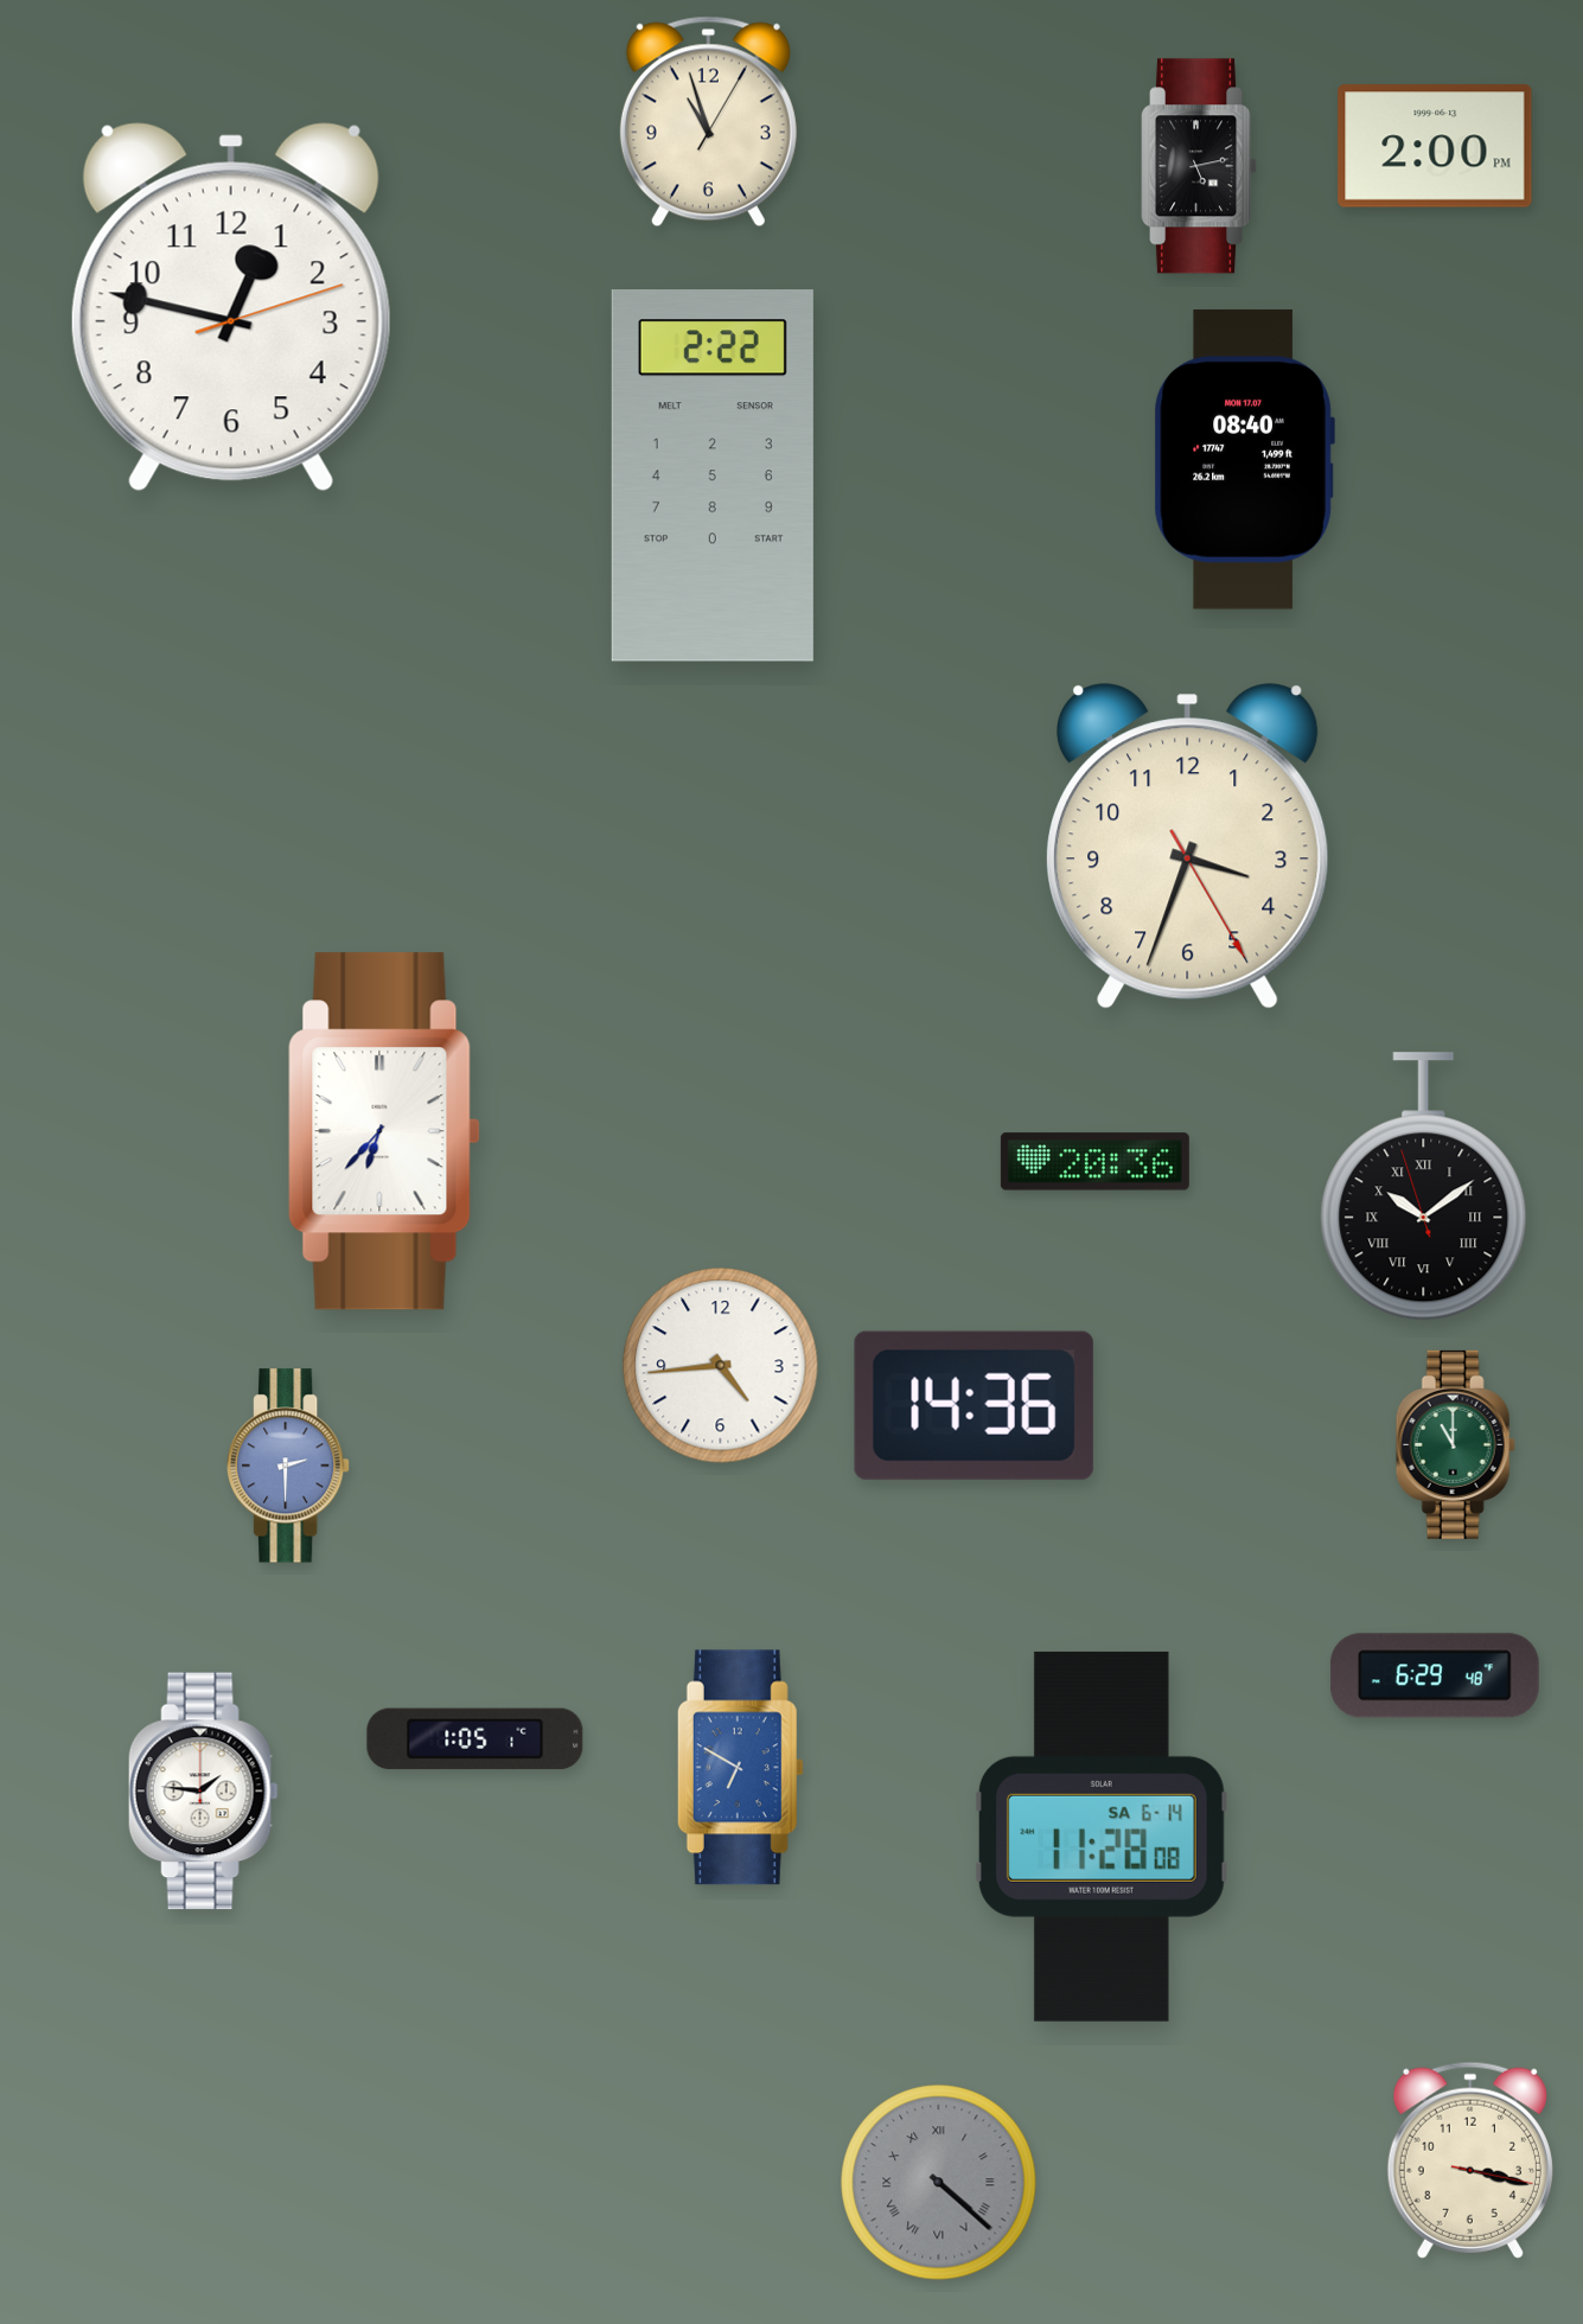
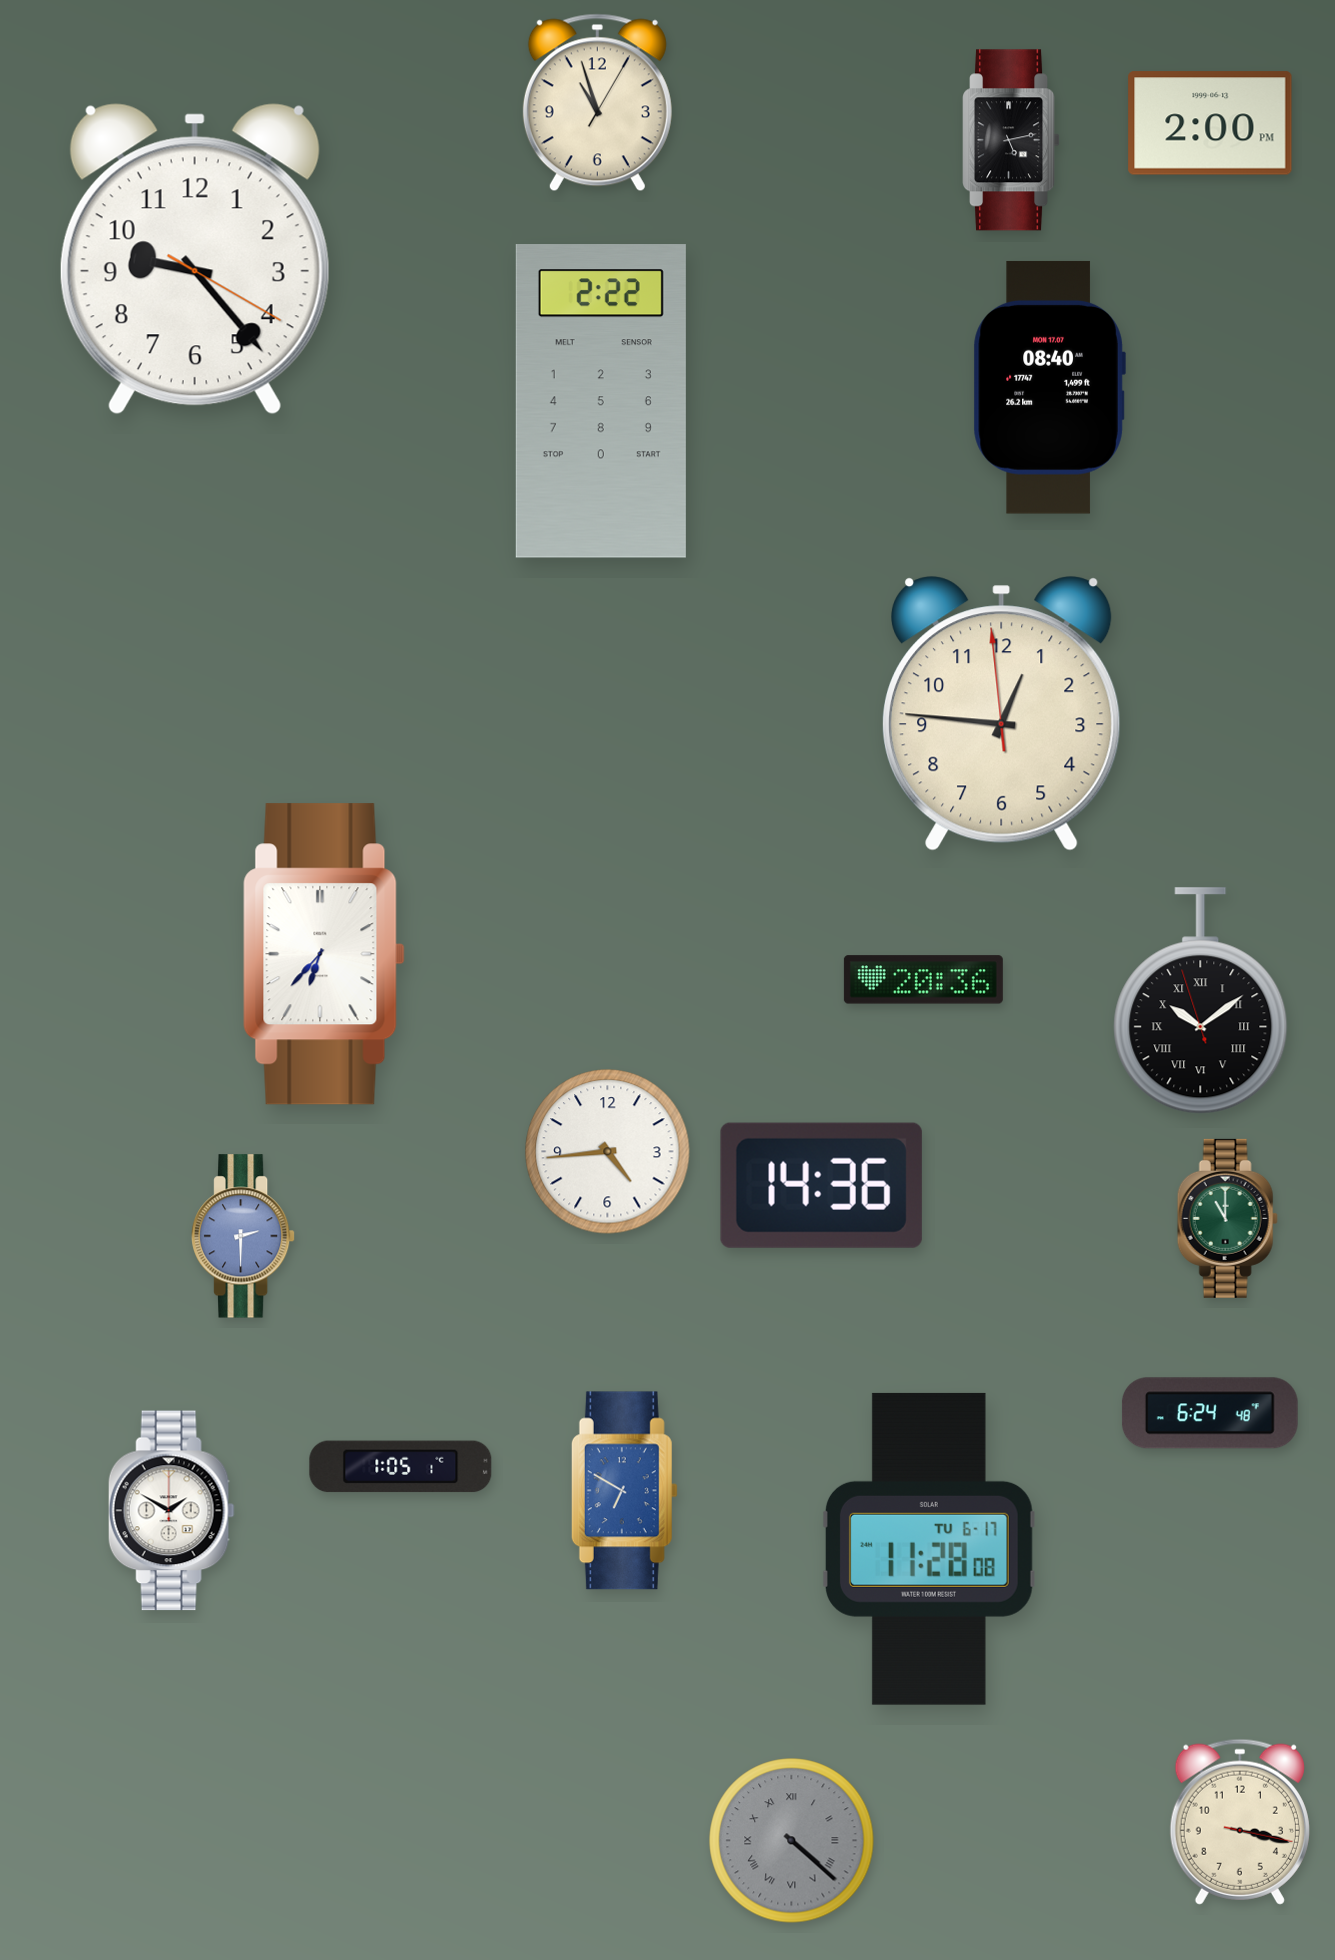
clock at (231, 307): 12:47 -> 9:23
clock at (1188, 847): 3:33 -> 12:45
clock at (1435, 1675): 6:29 -> 6:24
clock at (203, 1792): 1:46 -> 1:50
clock at (1102, 1837) date: SA 6-14 -> TU 6-17
